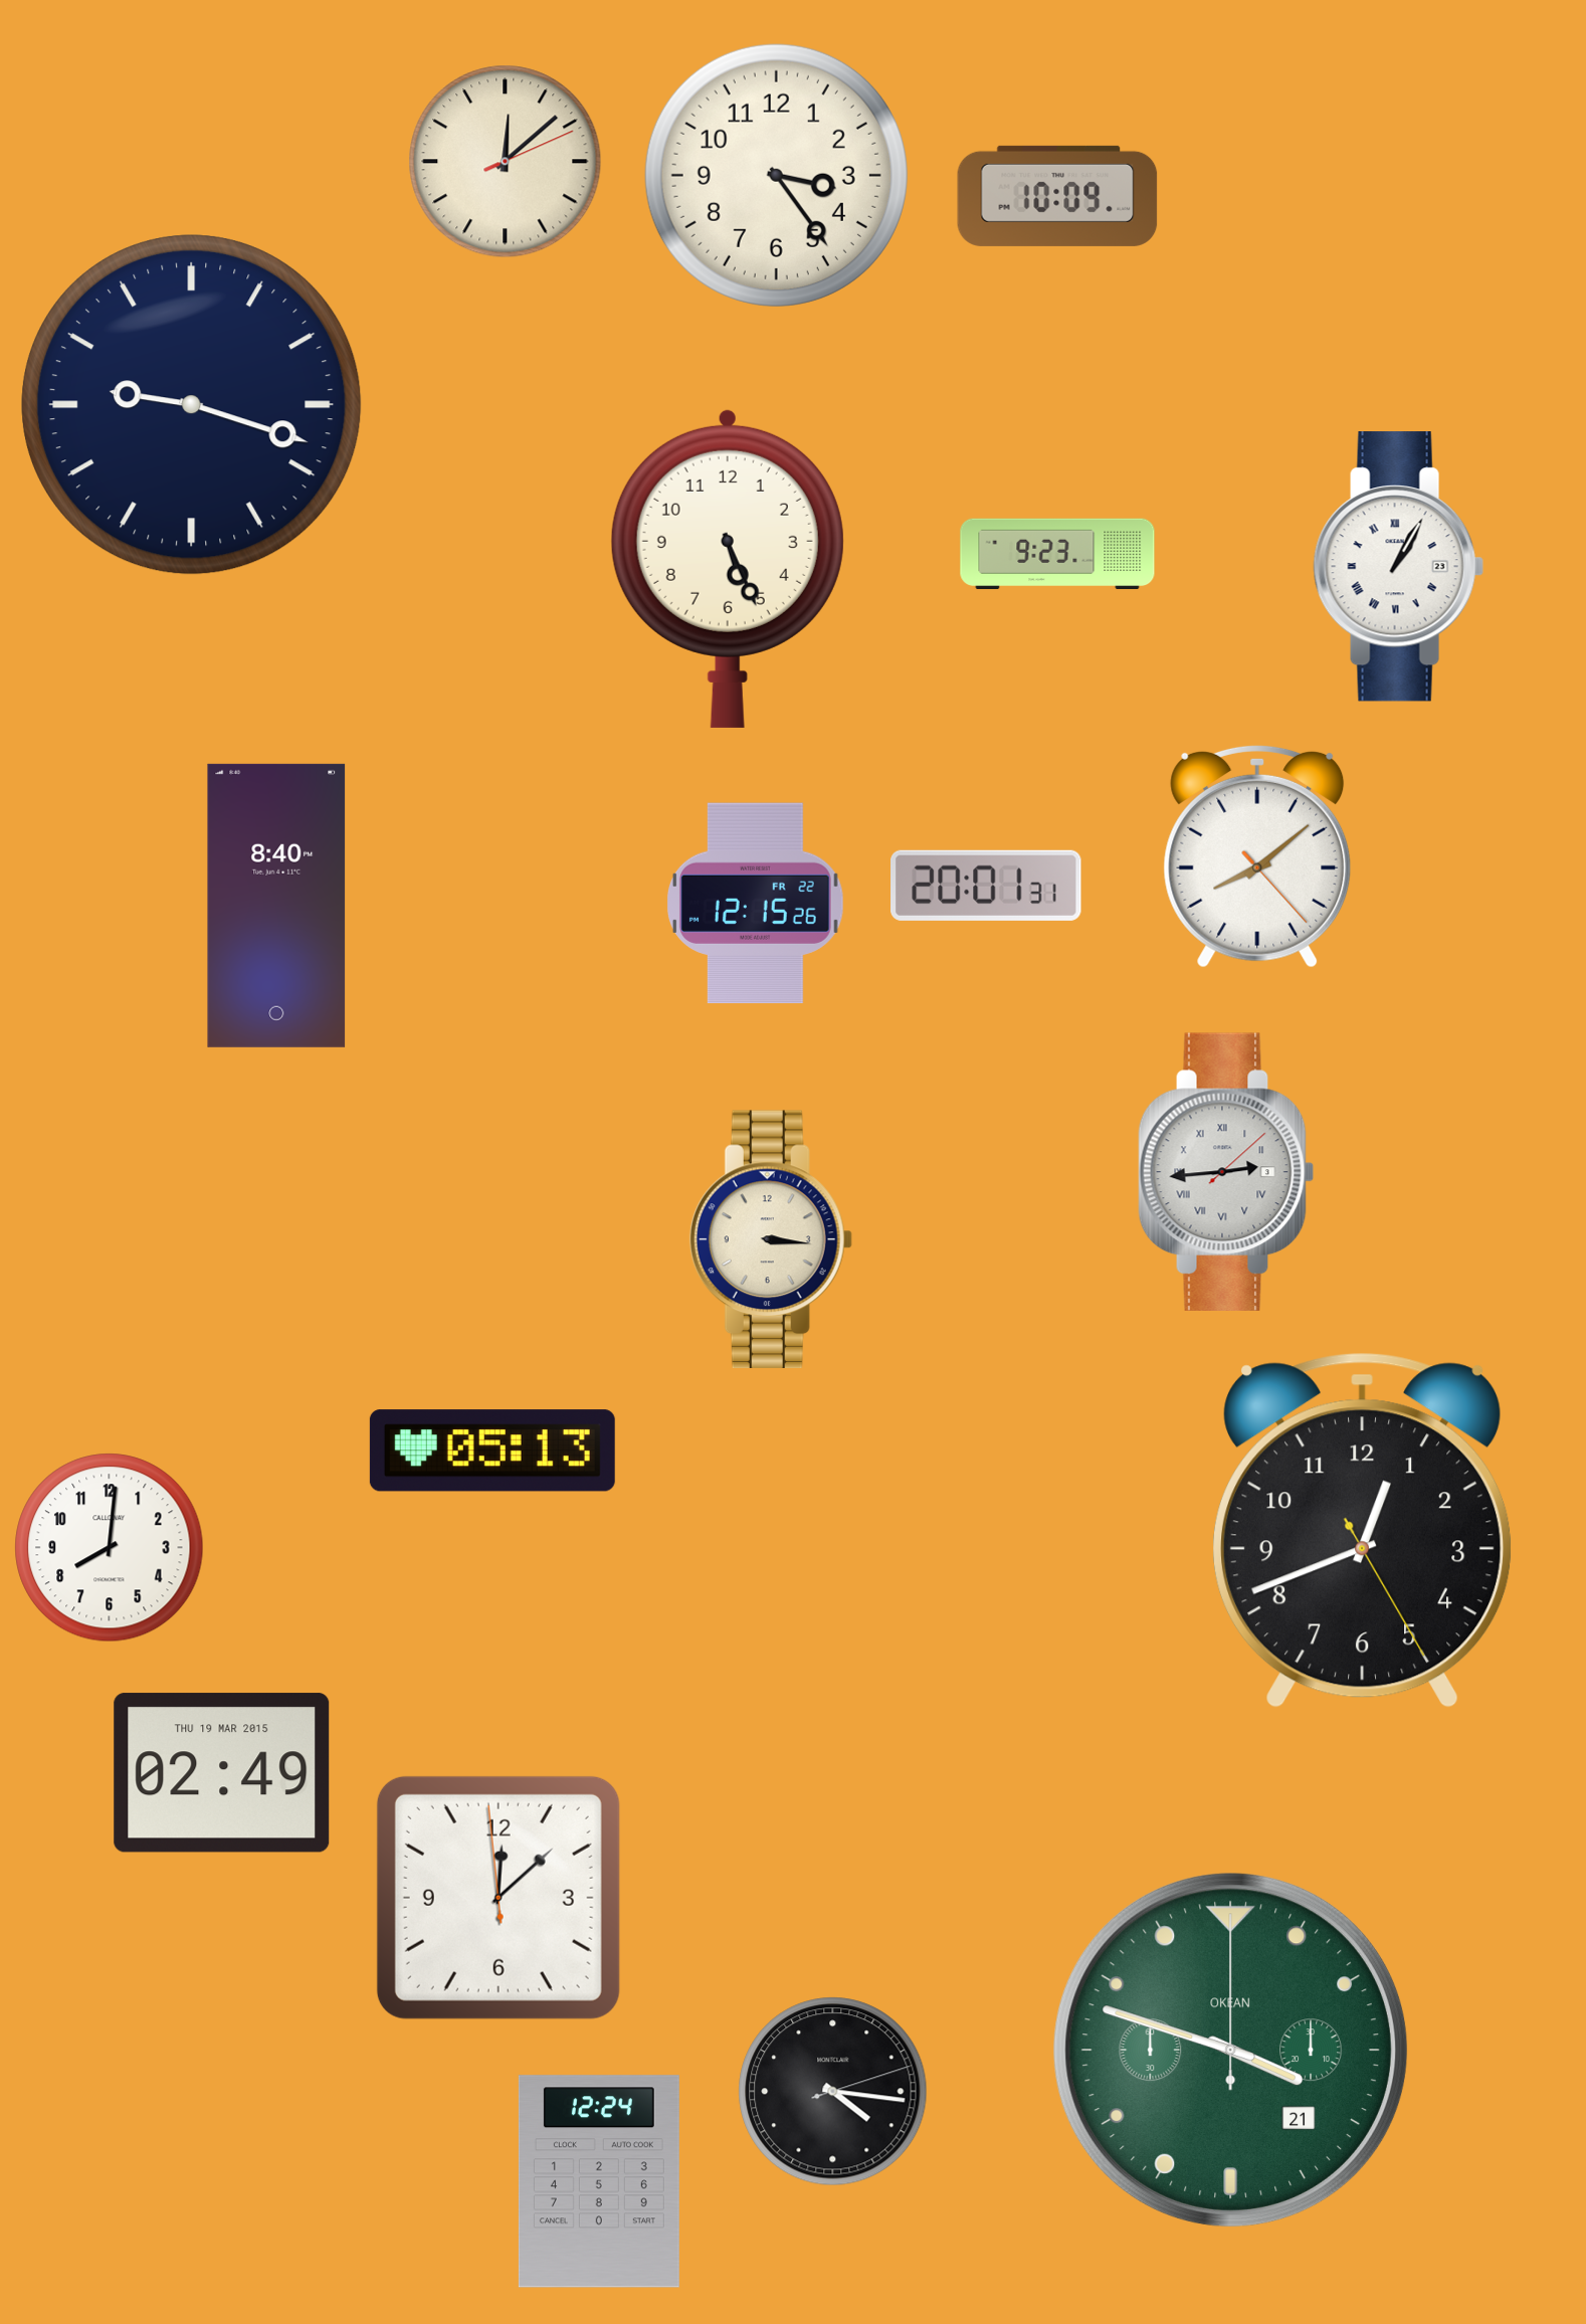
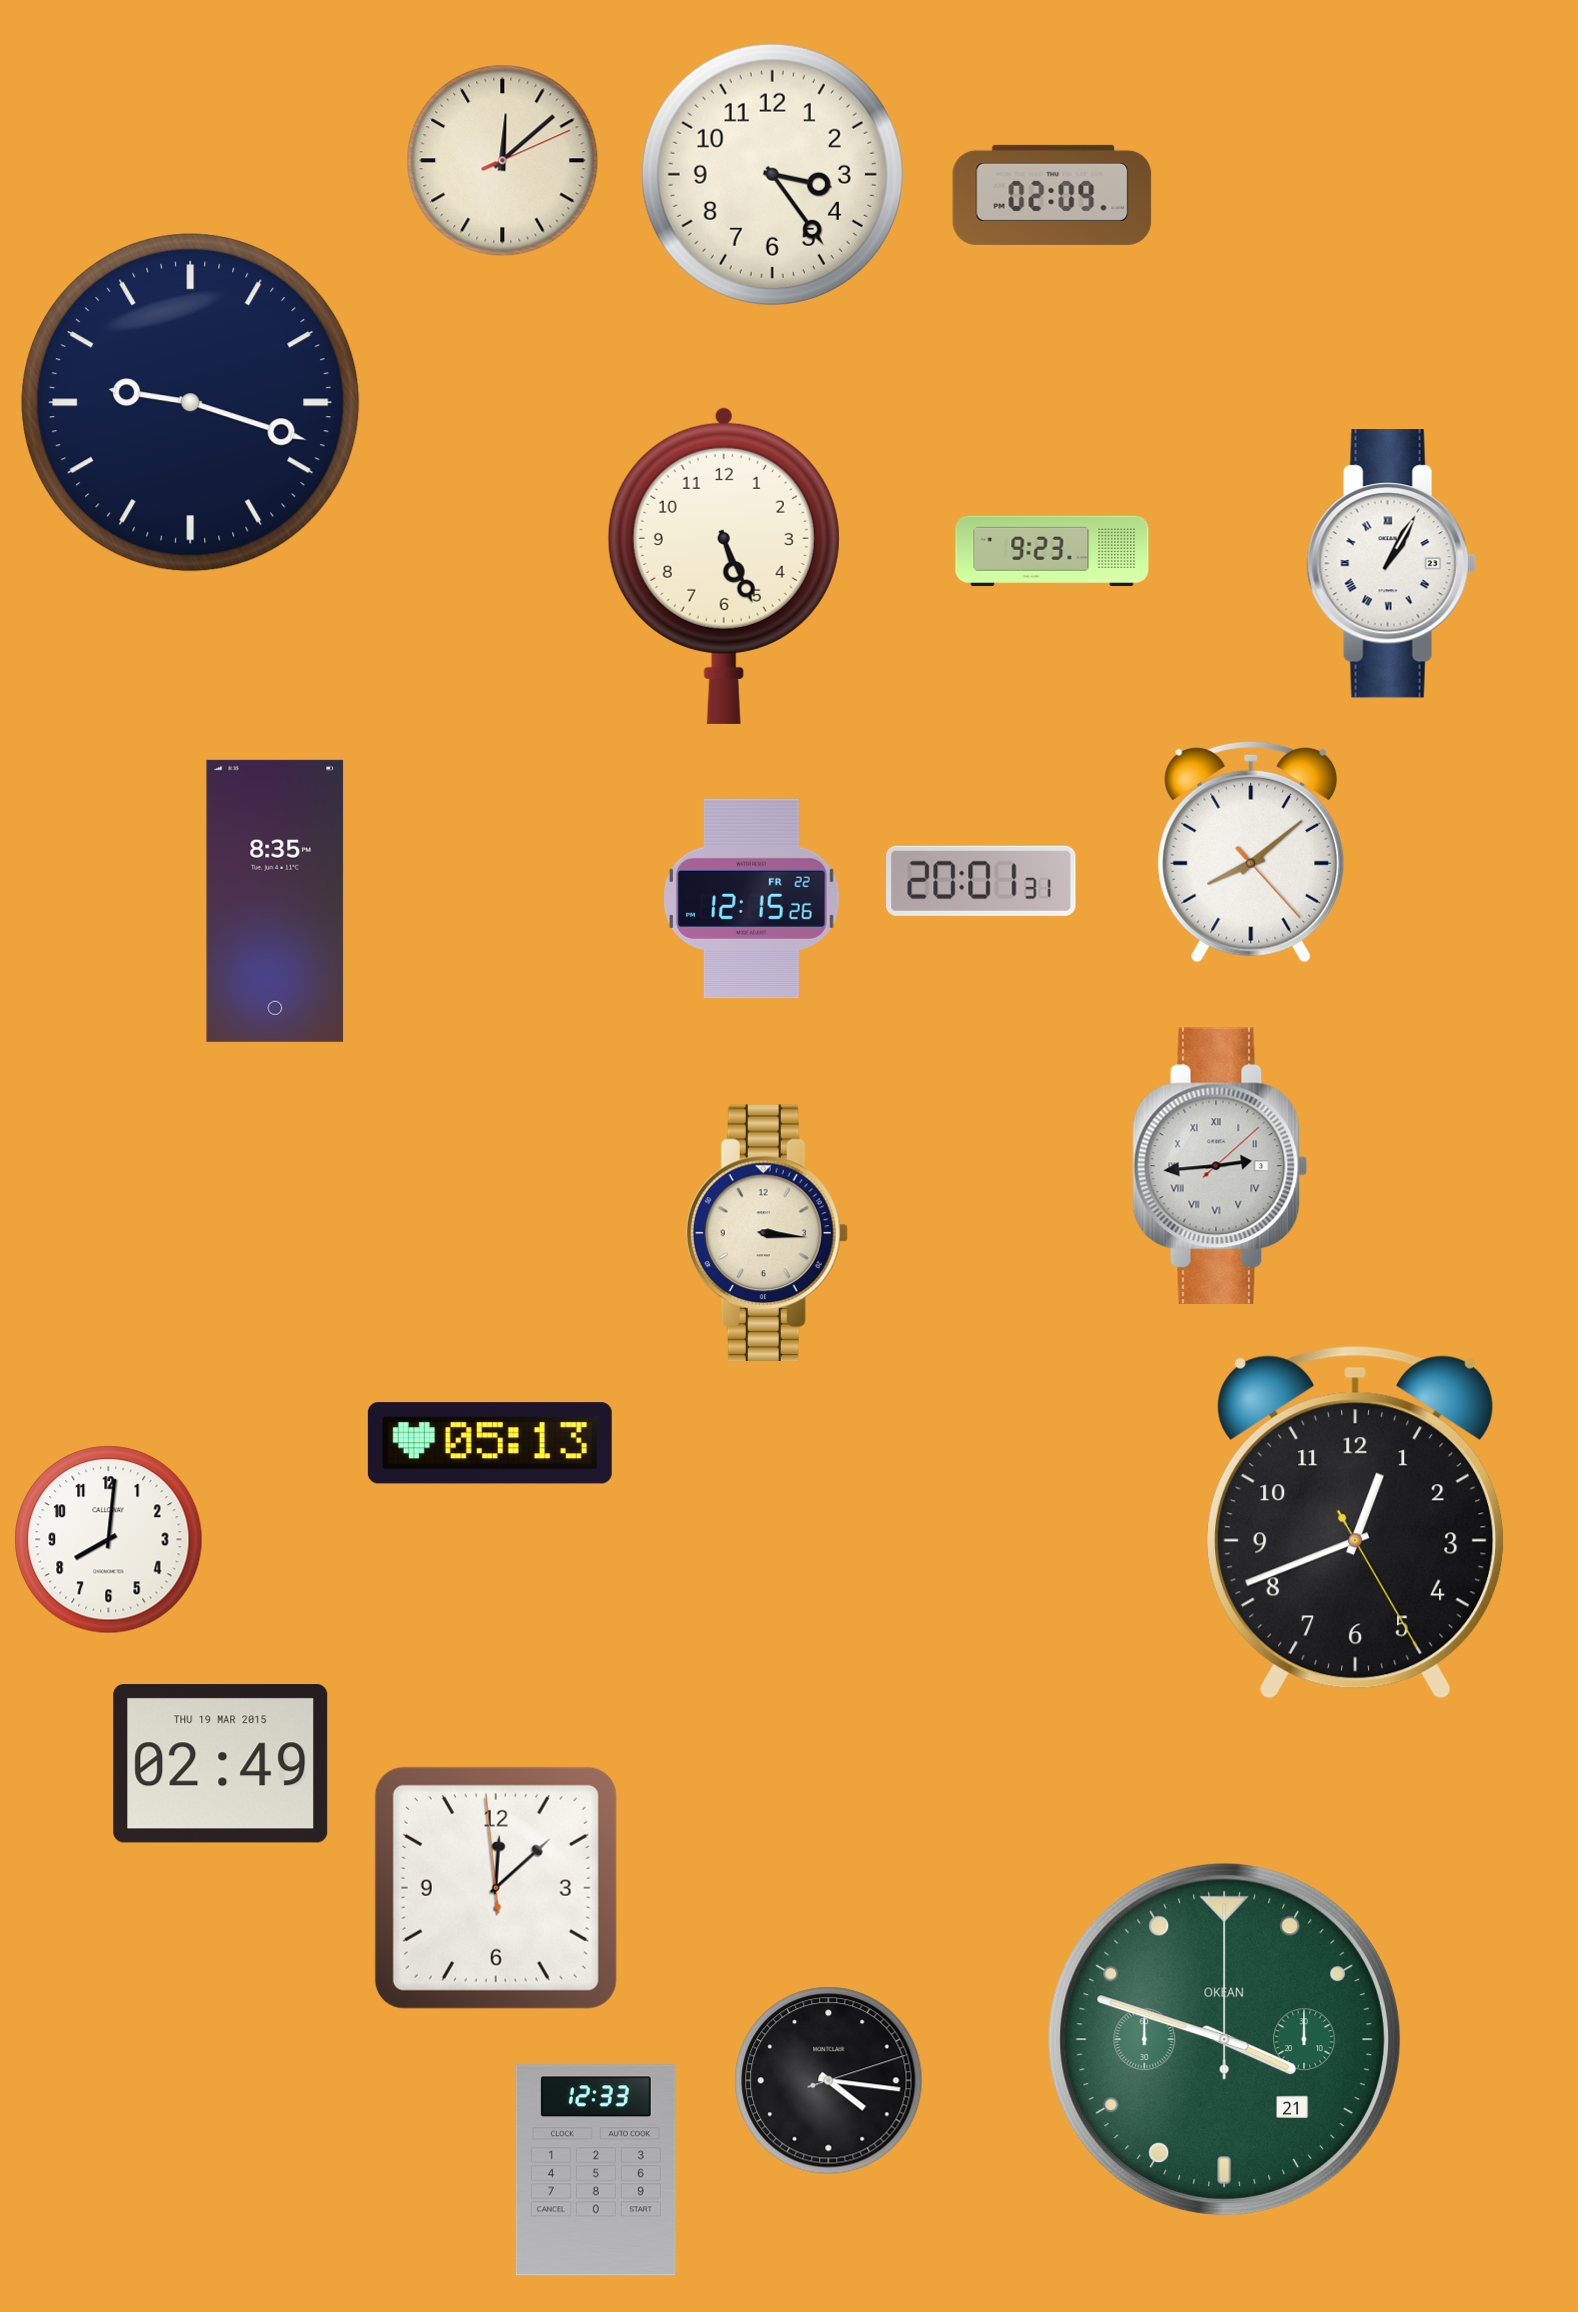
clock at (1057, 196): 10:09 -> 02:09
clock at (276, 906): 8:40 -> 8:35
clock at (599, 2181): 12:24 -> 12:33
